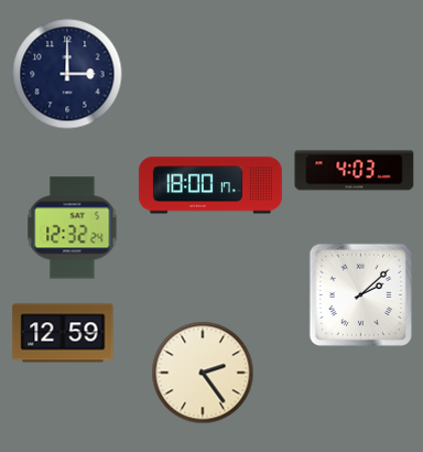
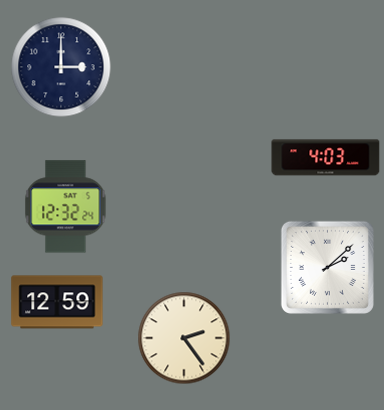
clock at (355, 171) position: (355, 171) -> (326, 158)
clock at (210, 185): 18:00 -> none
